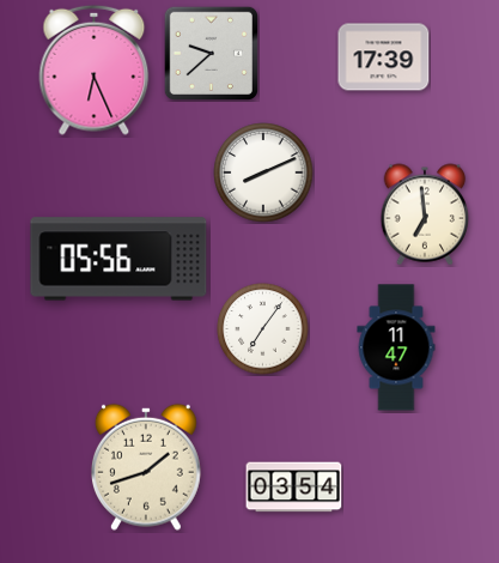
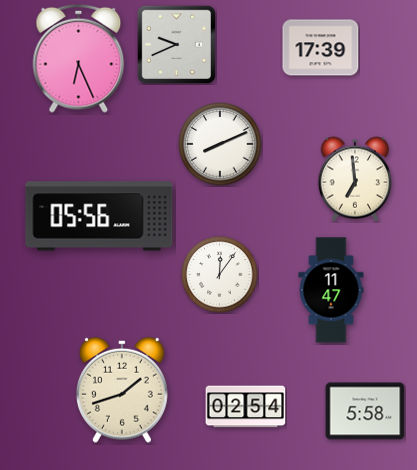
clock at (211, 53): 9:38 -> 9:41
clock at (263, 329): 7:06 -> 12:06
clock at (294, 488): 03:54 -> 02:54
clock at (365, 411): none -> 5:58
